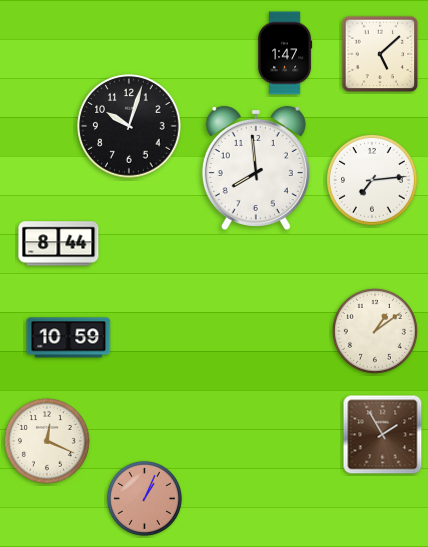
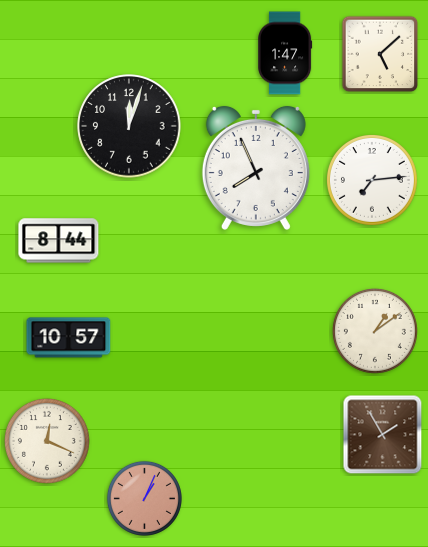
clock at (129, 126): 10:03 -> 12:03
clock at (256, 168): 7:59 -> 7:56
clock at (59, 244) position: (59, 244) -> (59, 241)
clock at (69, 338): 10:59 -> 10:57
